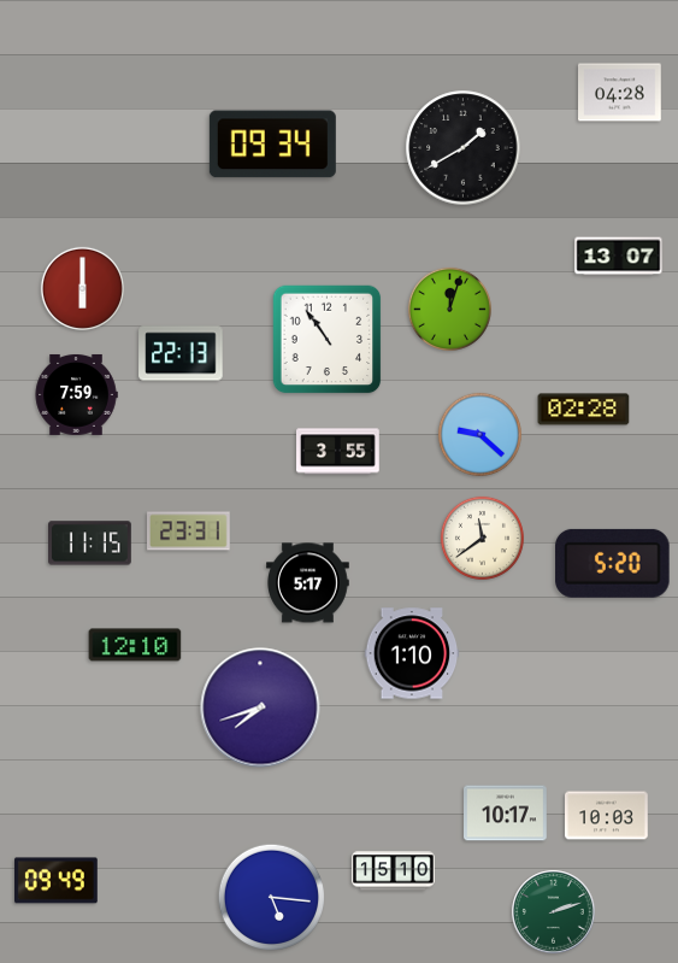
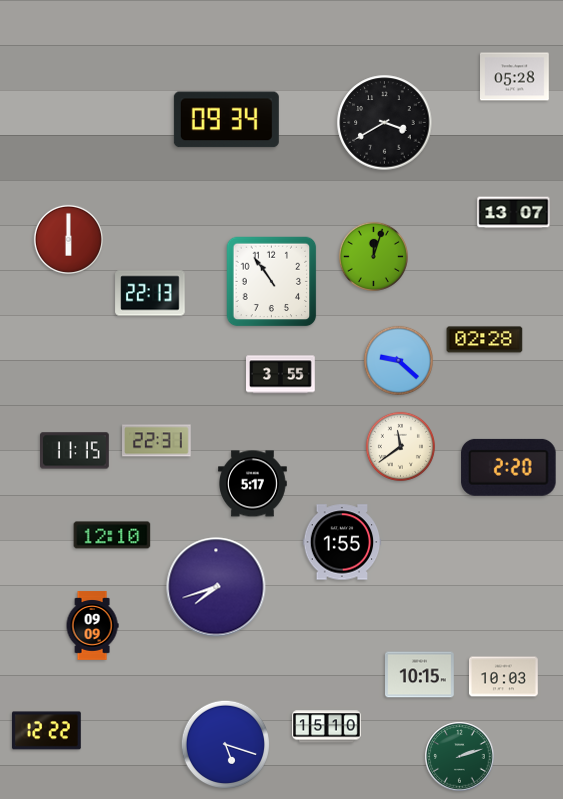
clock at (620, 93): 04:28 -> 05:28
clock at (464, 148): 1:40 -> 3:40
clock at (76, 394): 7:59 -> none
clock at (189, 532): 23:31 -> 22:31
clock at (613, 563): 5:20 -> 2:20
clock at (308, 583) position: (308, 583) -> (253, 484)
clock at (412, 653): 1:10 -> 1:55
clock at (92, 626): none -> 09:09
clock at (506, 814): 10:17 -> 10:15
clock at (394, 871) position: (394, 871) -> (327, 727)
clock at (55, 881): 09:49 -> 12:22
clock at (271, 897): 5:16 -> 5:18
